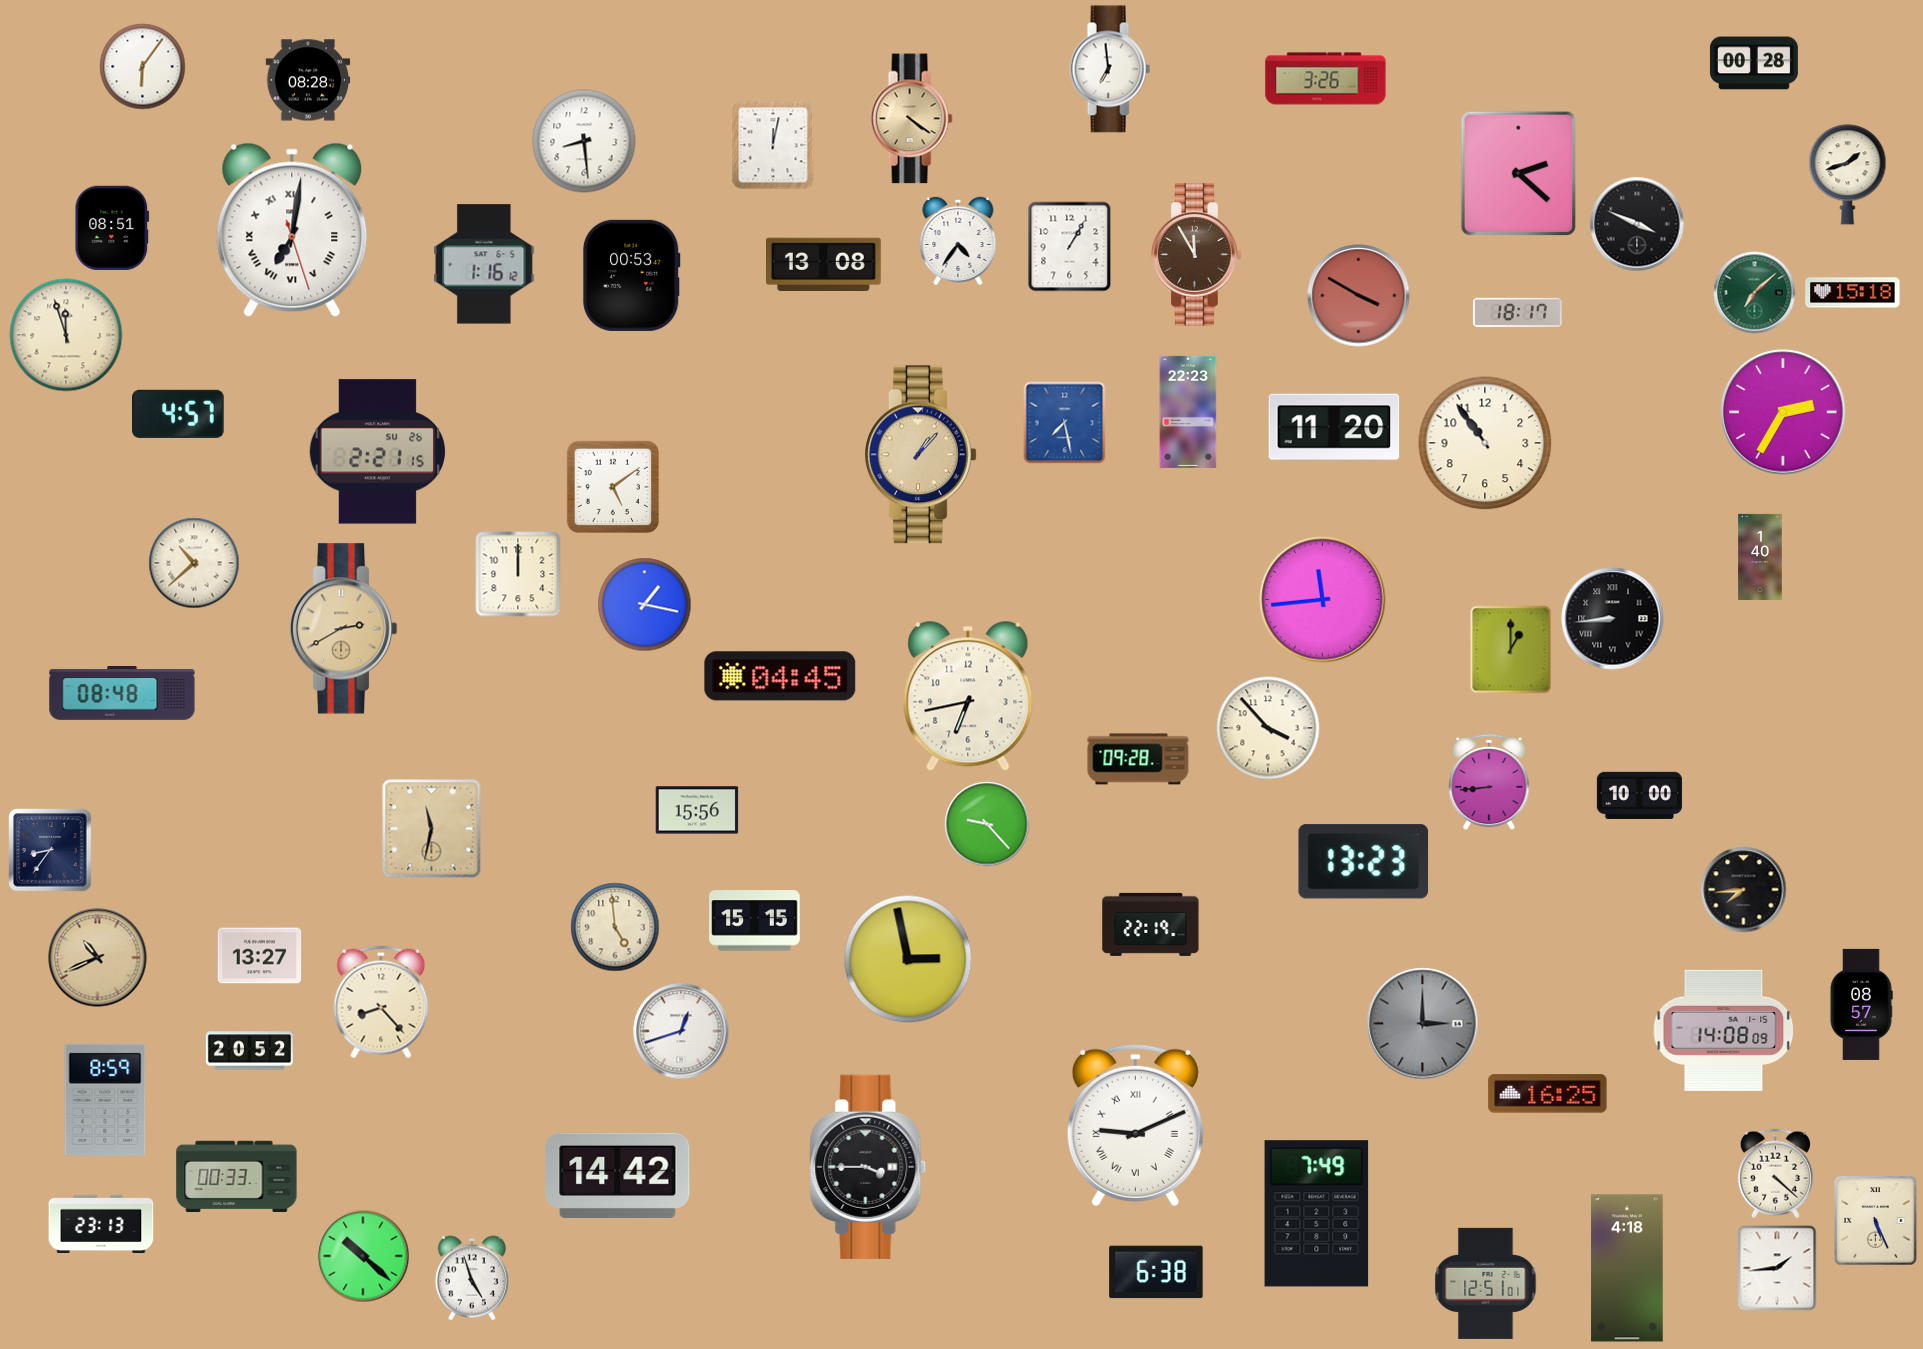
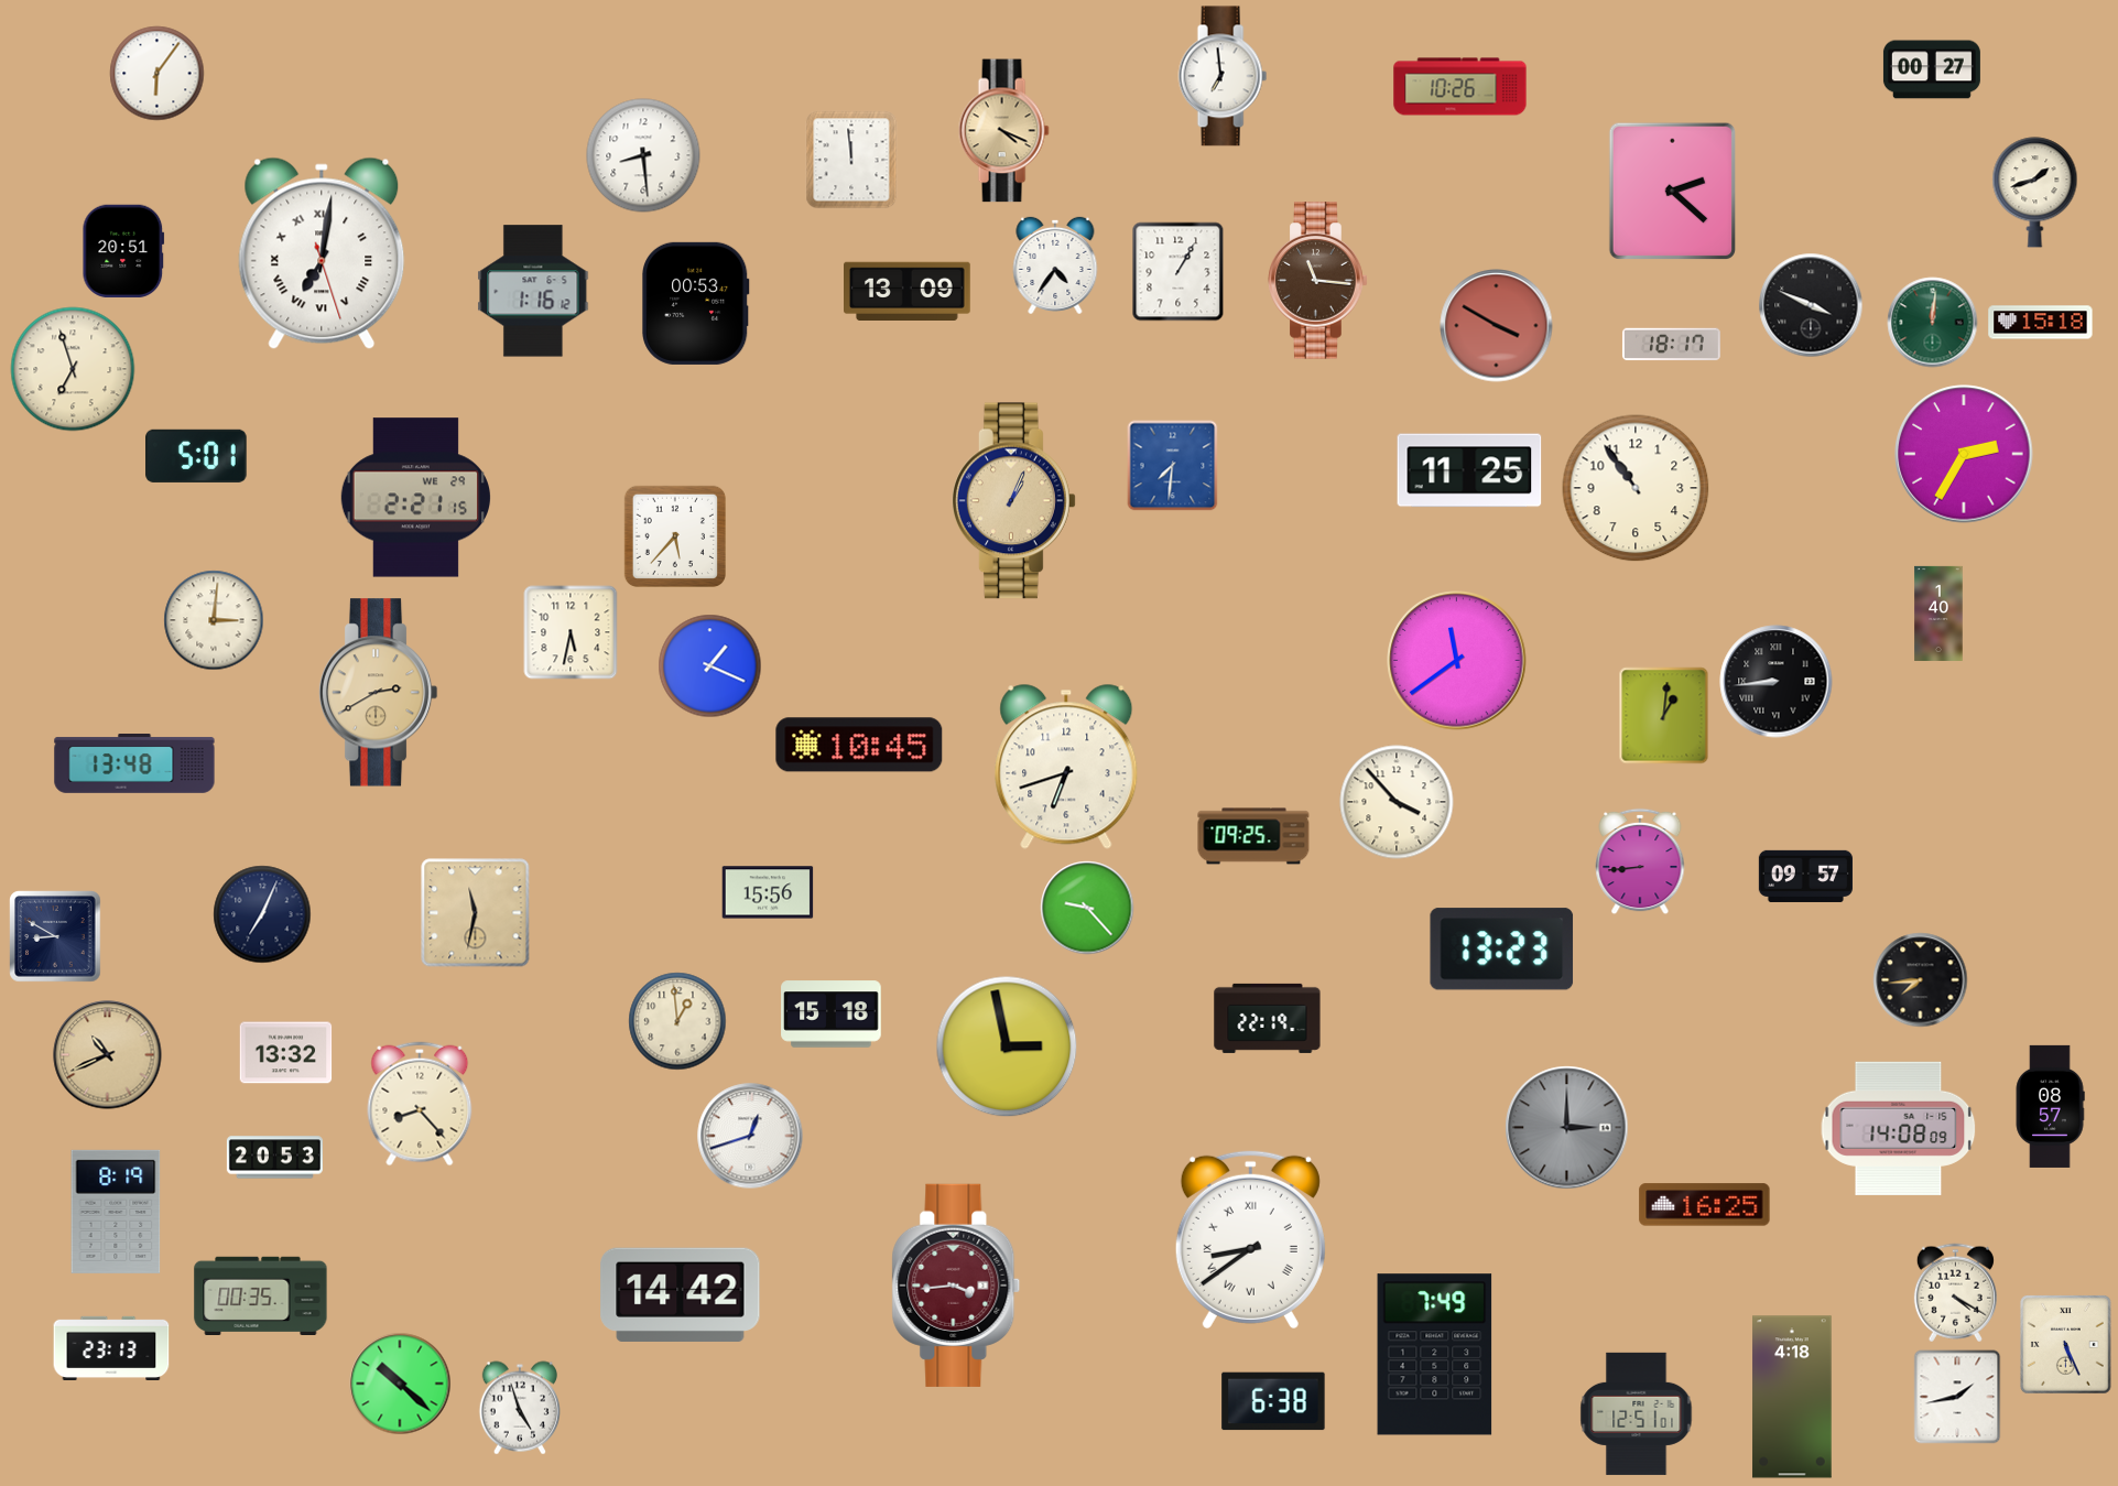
clock at (1754, 63): 00:28 -> 00:27
clock at (1326, 79): 3:26 -> 10:26
clock at (308, 80): 08:28 -> none
clock at (911, 119): 4:21 -> 4:19
clock at (773, 145): 12:02 -> 11:59
clock at (1637, 224) position: (1637, 224) -> (1811, 305)
clock at (112, 227): 08:51 -> 20:51
clock at (1197, 255): 11:55 -> 11:16
clock at (824, 264): 13:08 -> 13:09
clock at (1755, 293): 7:08 -> 12:01
clock at (66, 335): 11:57 -> 6:57
clock at (1188, 412): 22:23 -> none
clock at (178, 414): 4:57 -> 5:01
clock at (1065, 423): 7:28 -> 7:31
clock at (1334, 427): 11:20 -> 11:25
clock at (377, 452) date: SU 26 -> WE 29
clock at (921, 455): 1:07 -> 1:04
clock at (612, 486): 5:09 -> 5:37
clock at (194, 563): 10:38 -> 3:01
clock at (518, 574): 12:00 -> 5:32
clock at (1323, 600): 11:44 -> 11:39
clock at (645, 605): 1:17 -> 1:19
clock at (1511, 650): 1:00 -> 1:01
clock at (780, 676): 04:45 -> 10:45
clock at (122, 694): 08:48 -> 13:48
clock at (968, 696): 6:43 -> 6:42
clock at (1138, 759): 09:28 -> 09:25
clock at (1639, 795): 10:00 -> 09:57
clock at (262, 914): none -> 7:04
clock at (50, 850): 8:36 -> 8:50
clock at (755, 921): 15:15 -> 15:18
clock at (615, 927): 4:59 -> 12:59
clock at (260, 956): 13:27 -> 13:32
clock at (908, 959) position: (908, 959) -> (1007, 1046)
clock at (1724, 1030) position: (1724, 1030) -> (1899, 1128)
clock at (249, 1051): 20:52 -> 20:53
clock at (105, 1100): 8:59 -> 8:19
clock at (1135, 1125): 9:11 -> 8:39
clock at (868, 1167): 3:45 -> 3:44
clock at (868, 1167) dial: black -> burgundy
clock at (1775, 1174): 4:22 -> 4:20
clock at (237, 1176): 00:33 -> 00:35
clock at (1317, 1214) position: (1317, 1214) -> (1435, 1355)
clock at (1777, 1268): 1:44 -> 1:43
